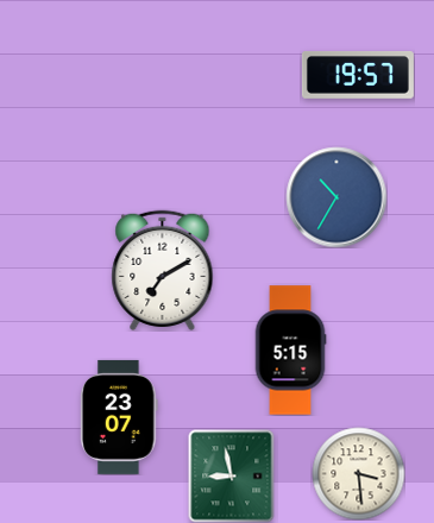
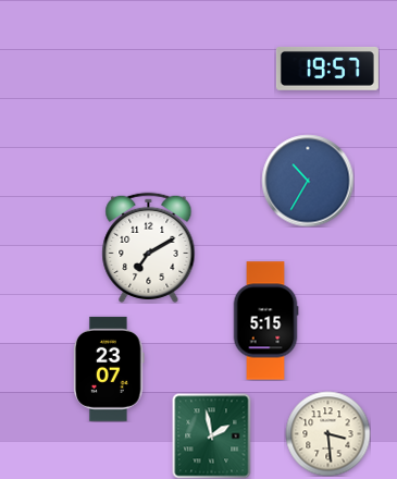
clock at (120, 417) position: (120, 417) -> (110, 369)
clock at (232, 475): 8:58 -> 1:58
